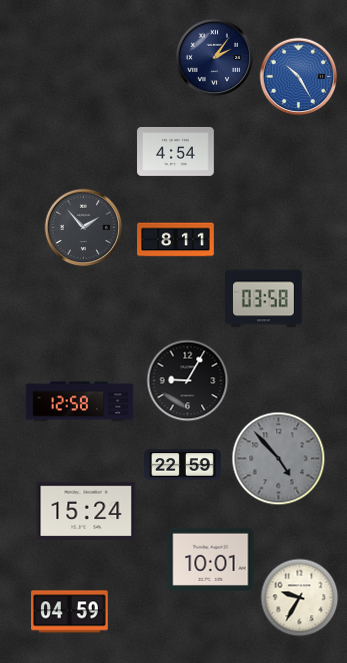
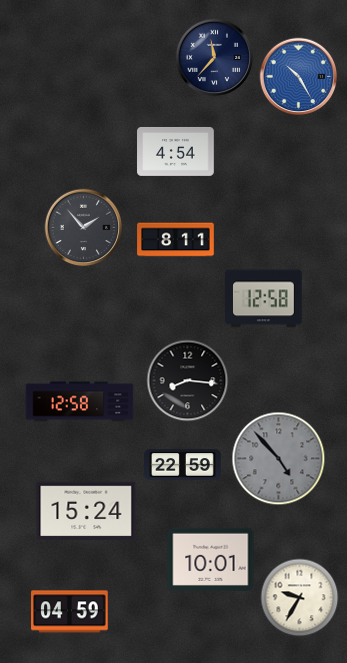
clock at (214, 57): 2:06 -> 11:37
clock at (264, 299): 03:58 -> 12:58
clock at (187, 380): 9:05 -> 8:16
